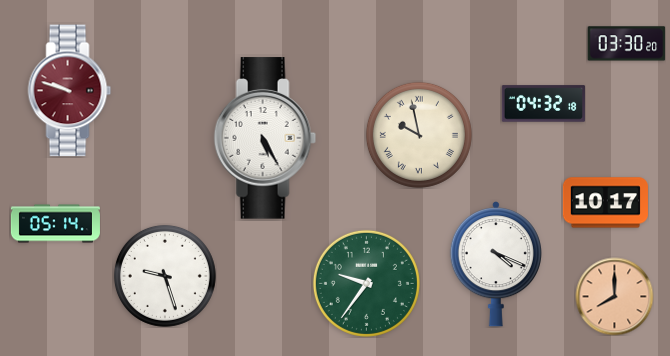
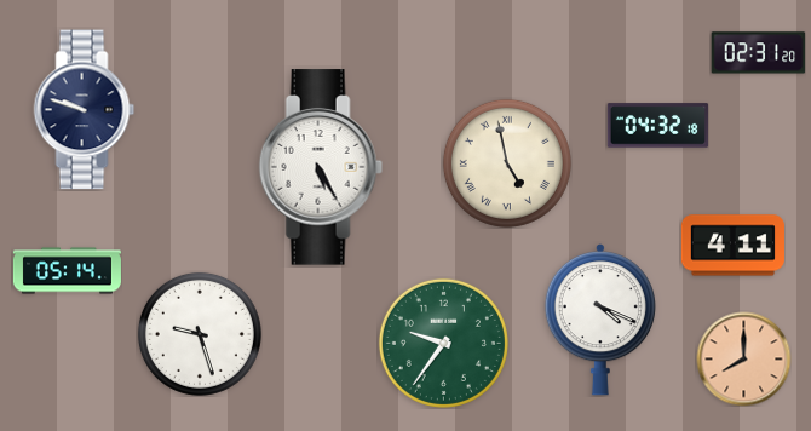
clock at (626, 44): 03:30 -> 02:31
clock at (70, 91) dial: burgundy -> navy
clock at (419, 135): 9:58 -> 4:58
clock at (605, 203): 10:17 -> 4:11
